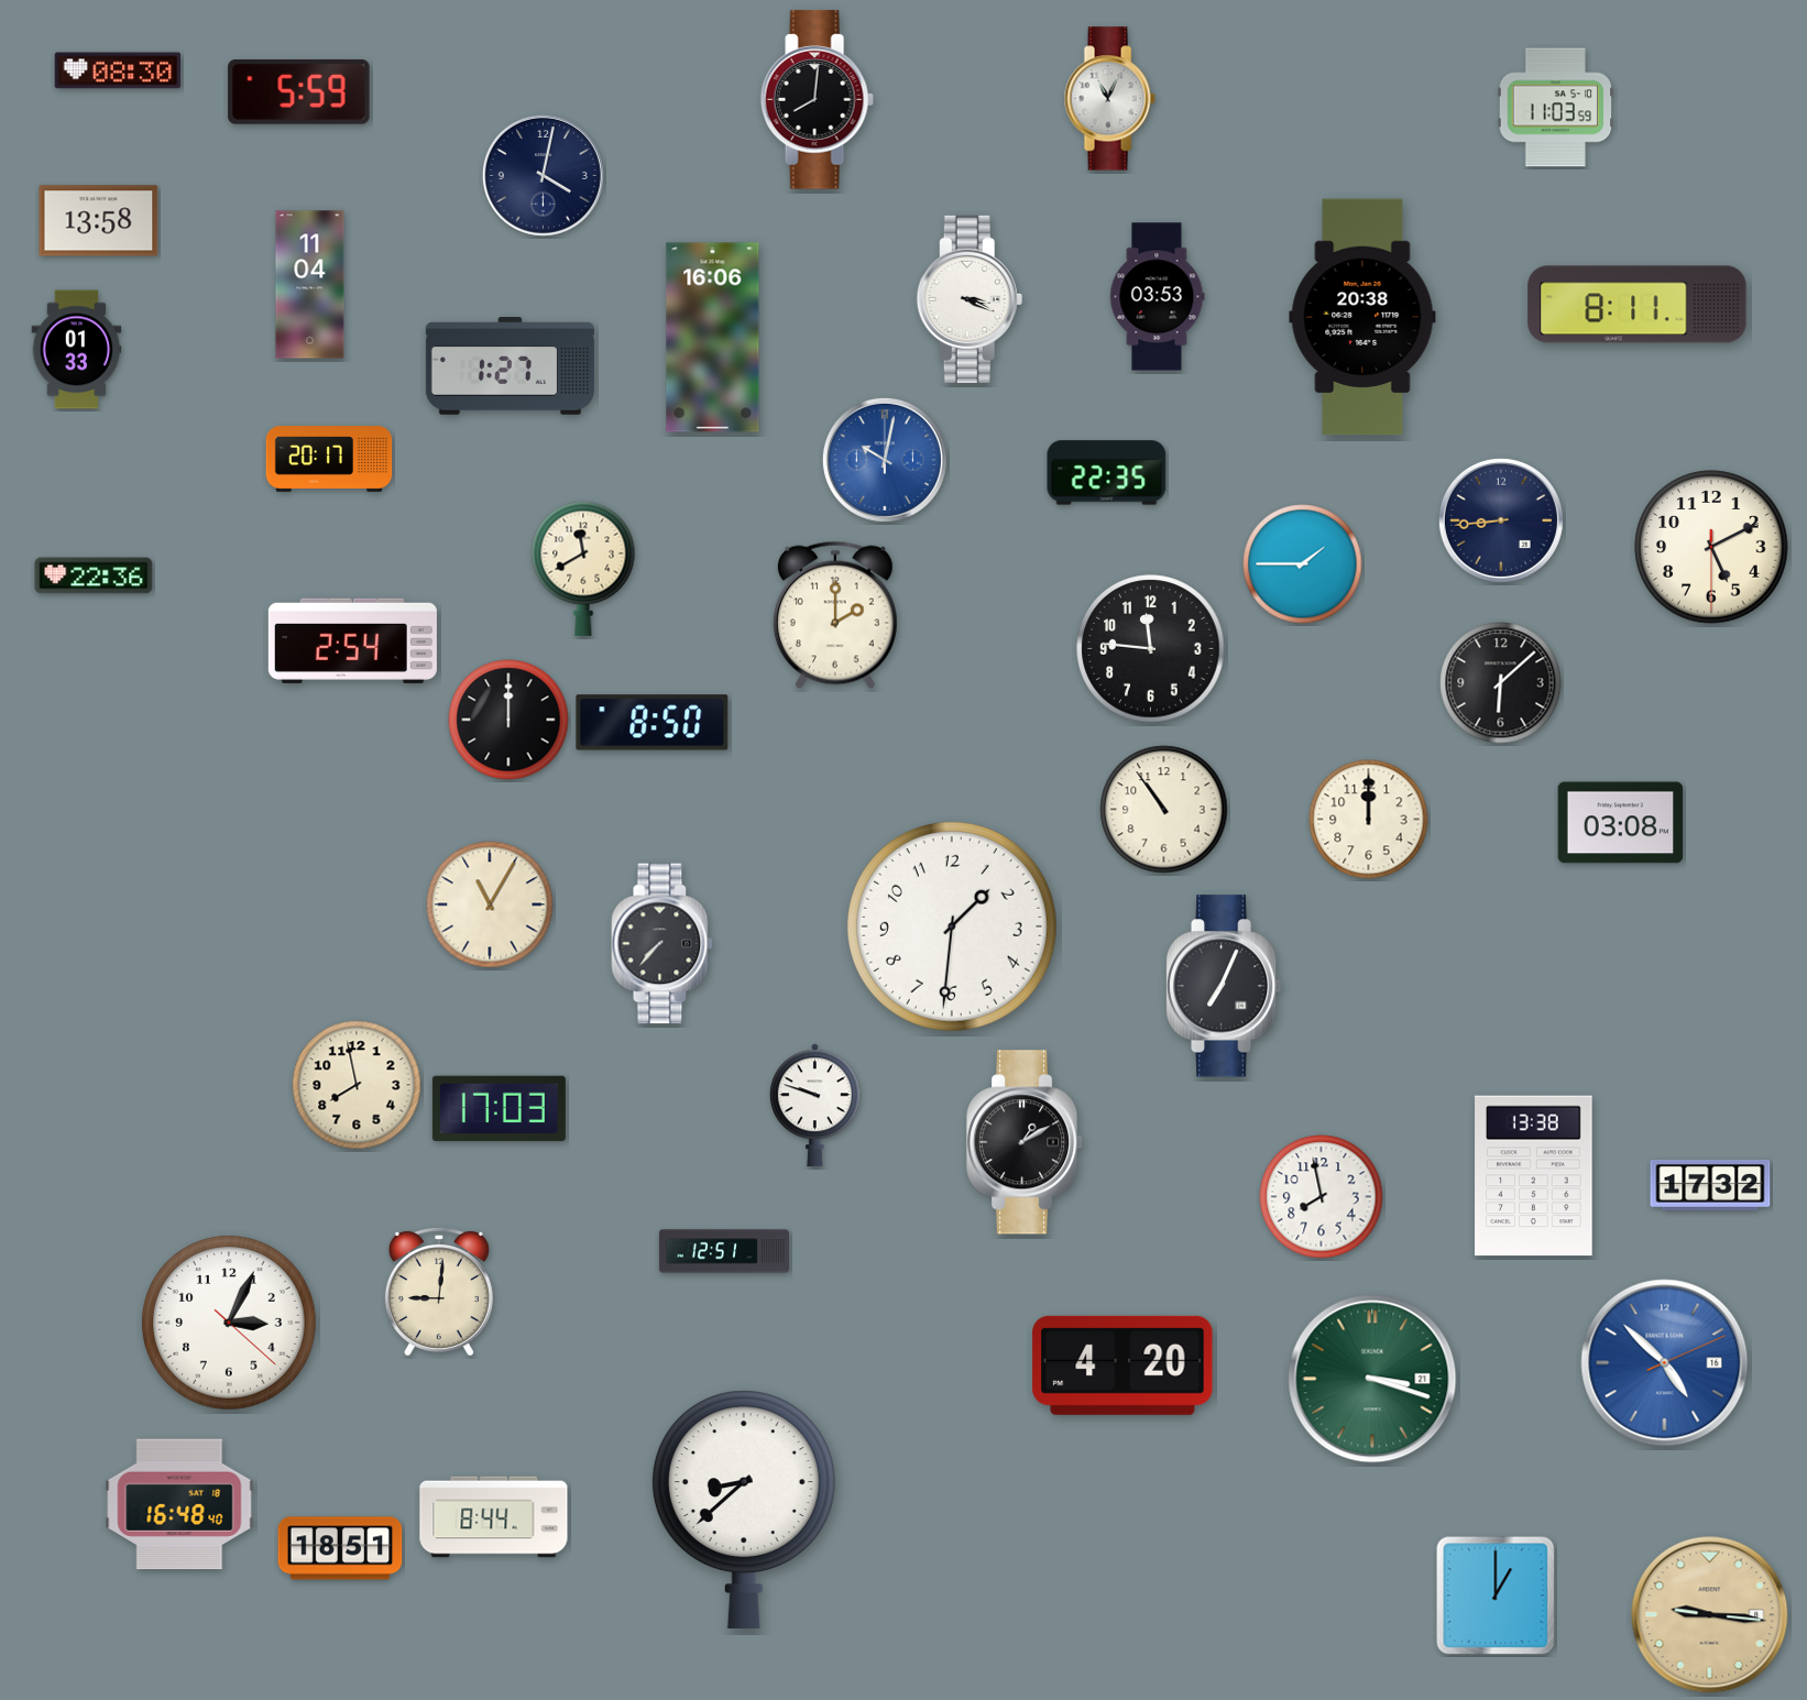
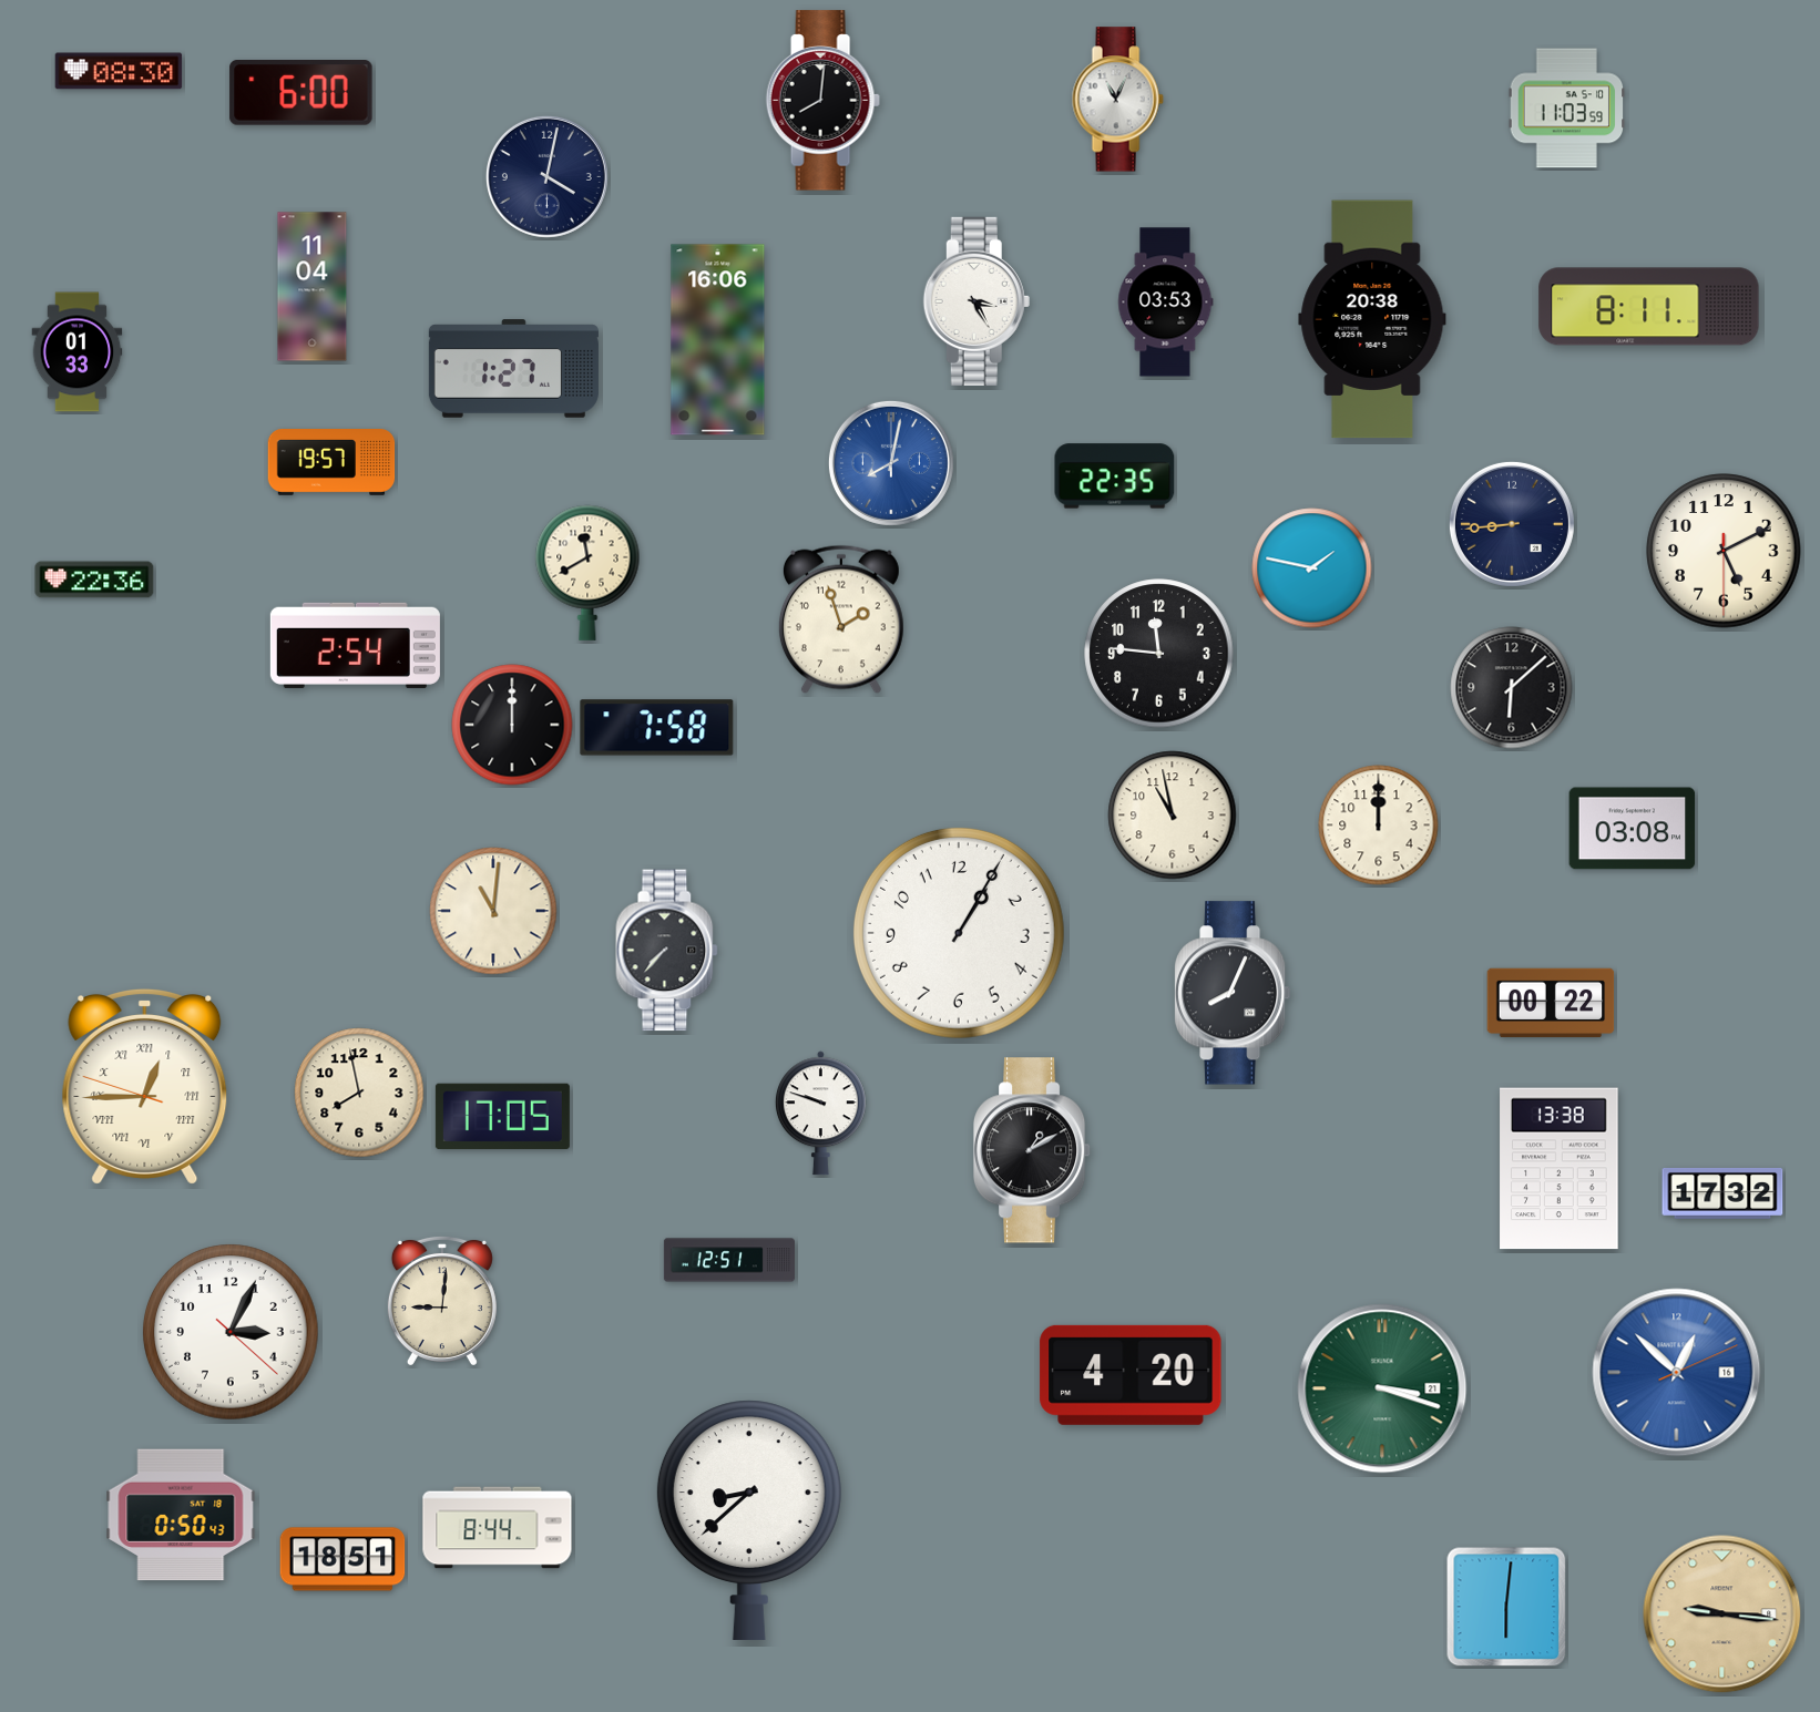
clock at (299, 92): 5:59 -> 6:00
clock at (99, 221): 13:58 -> none
clock at (1158, 297) position: (1158, 297) -> (1166, 303)
clock at (970, 299): 3:19 -> 3:25
clock at (329, 460): 20:17 -> 19:57
clock at (885, 460): 10:02 -> 8:02
clock at (1303, 564): 1:45 -> 1:47
clock at (835, 615): 2:00 -> 1:57
clock at (653, 723): 8:50 -> 7:58
clock at (1164, 810): 10:54 -> 10:58
clock at (490, 904): 11:05 -> 11:01
clock at (952, 926): 1:31 -> 1:05
clock at (1224, 986): 7:04 -> 8:04
clock at (1551, 1003): none -> 00:22
clock at (145, 1086): none -> 12:44
clock at (499, 1109): 17:03 -> 17:05
clock at (1534, 1176) position: (1534, 1176) -> (1560, 1169)
clock at (1322, 1197): 7:58 -> none
clock at (1665, 1363): 4:52 -> 12:52
clock at (179, 1504): 16:48 -> 0:50
clock at (1496, 1595): 1:00 -> 6:01
clock at (1710, 1615) position: (1710, 1615) -> (1722, 1614)
